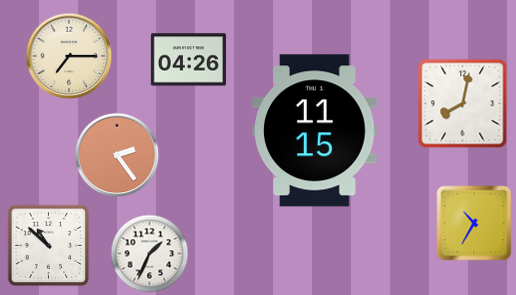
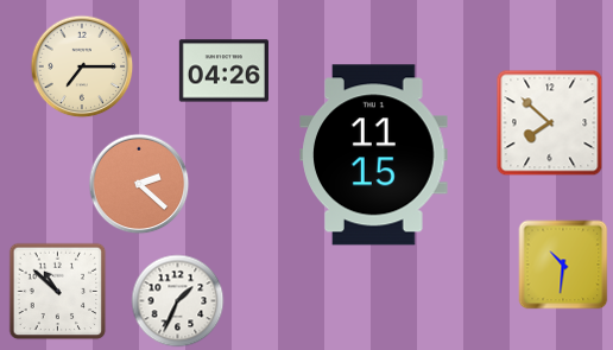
clock at (463, 104): 8:02 -> 7:52
clock at (117, 155): 2:24 -> 2:22
clock at (474, 223): 10:35 -> 10:31
